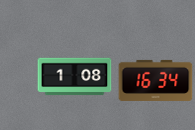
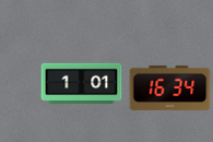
clock at (75, 77): 1:08 -> 1:01
